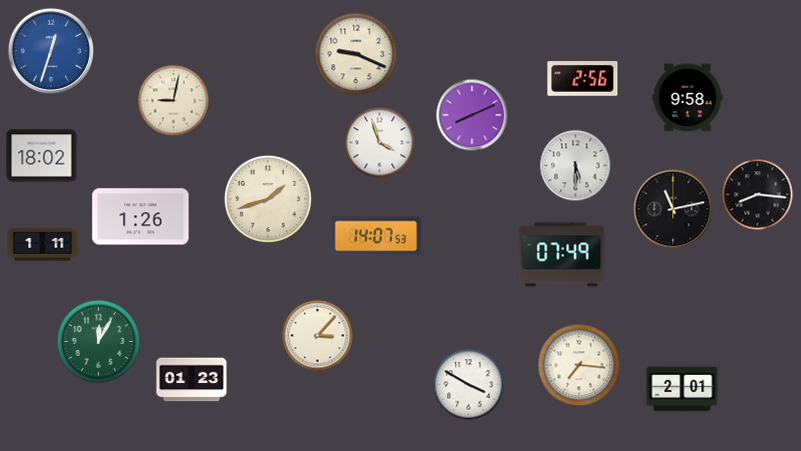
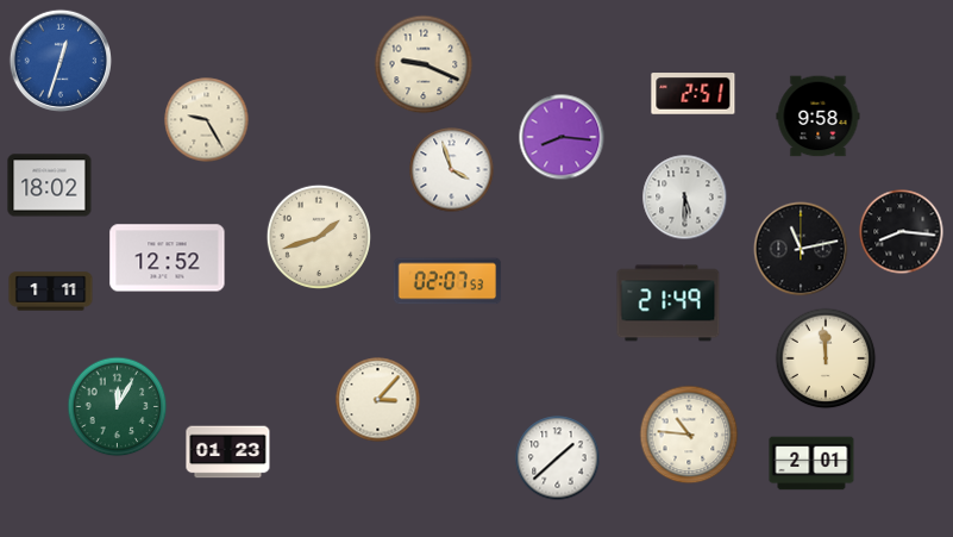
clock at (583, 79): 2:56 -> 2:51
clock at (174, 101): 9:02 -> 9:25
clock at (472, 115): 8:11 -> 8:16
clock at (141, 217): 1:26 -> 12:52
clock at (376, 236): 14:07 -> 02:07
clock at (562, 255): 07:49 -> 21:49
clock at (826, 358): none -> 11:59
clock at (579, 365): 7:16 -> 10:46
clock at (469, 385): 3:50 -> 1:38
